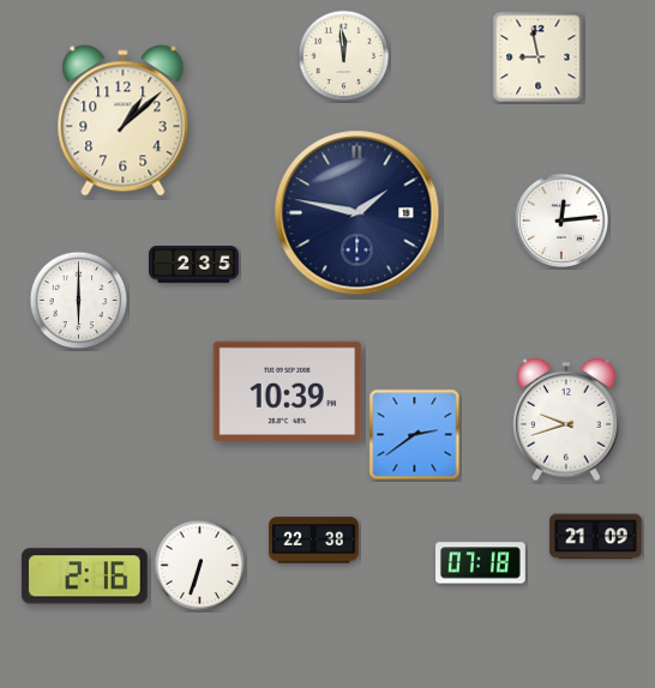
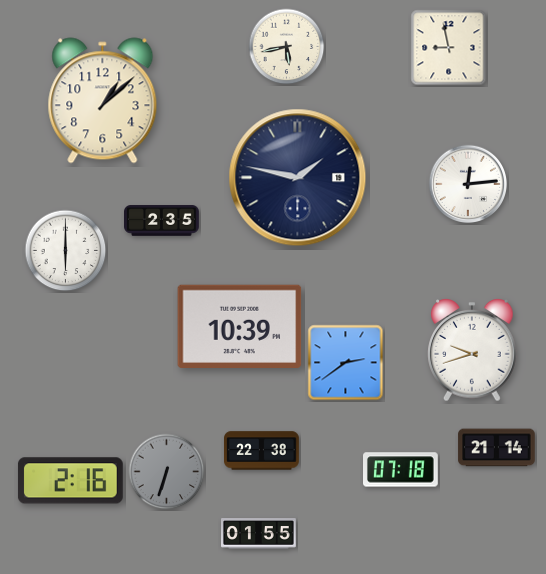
clock at (344, 56): 11:59 -> 5:43
clock at (596, 537): 21:09 -> 21:14
clock at (200, 566) dial: white -> grey
clock at (259, 534): none -> 01:55
